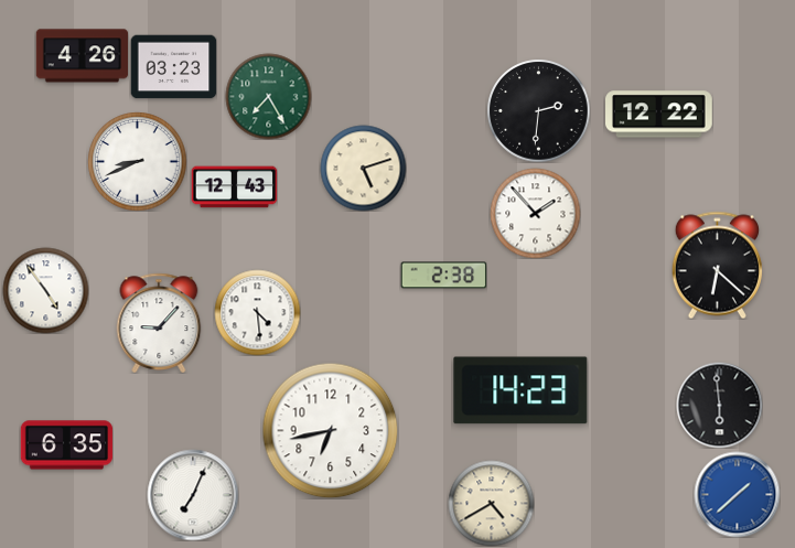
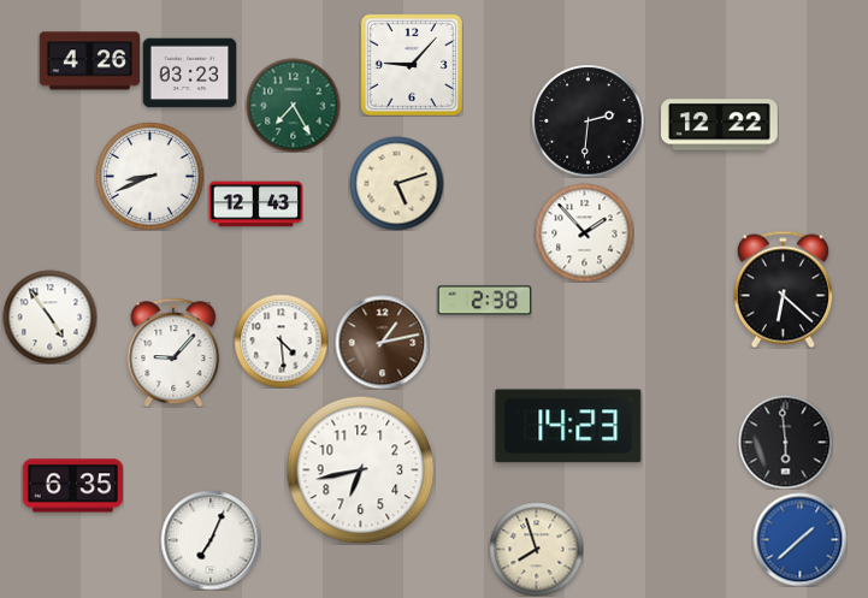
clock at (411, 64): none -> 9:07
clock at (382, 342): none -> 1:13
clock at (737, 494) position: (737, 494) -> (799, 539)
clock at (491, 503): 4:40 -> 7:57
